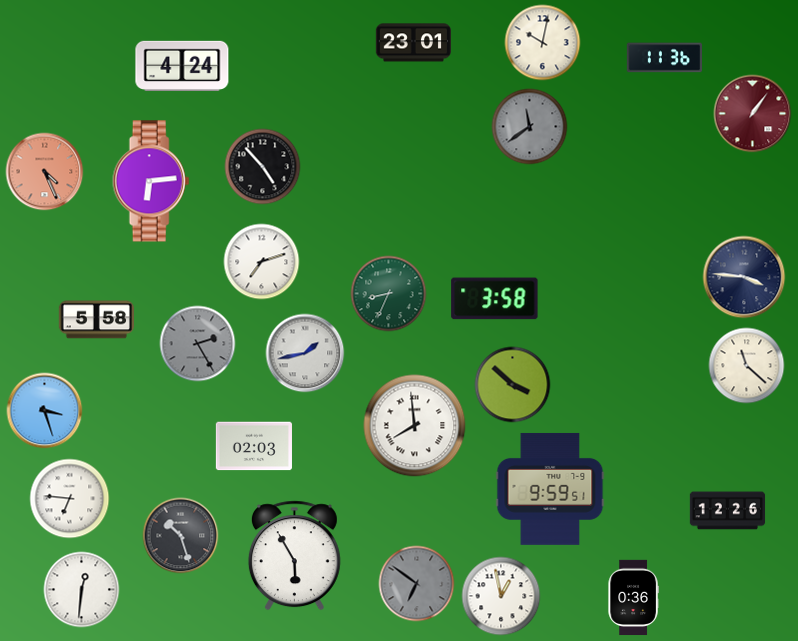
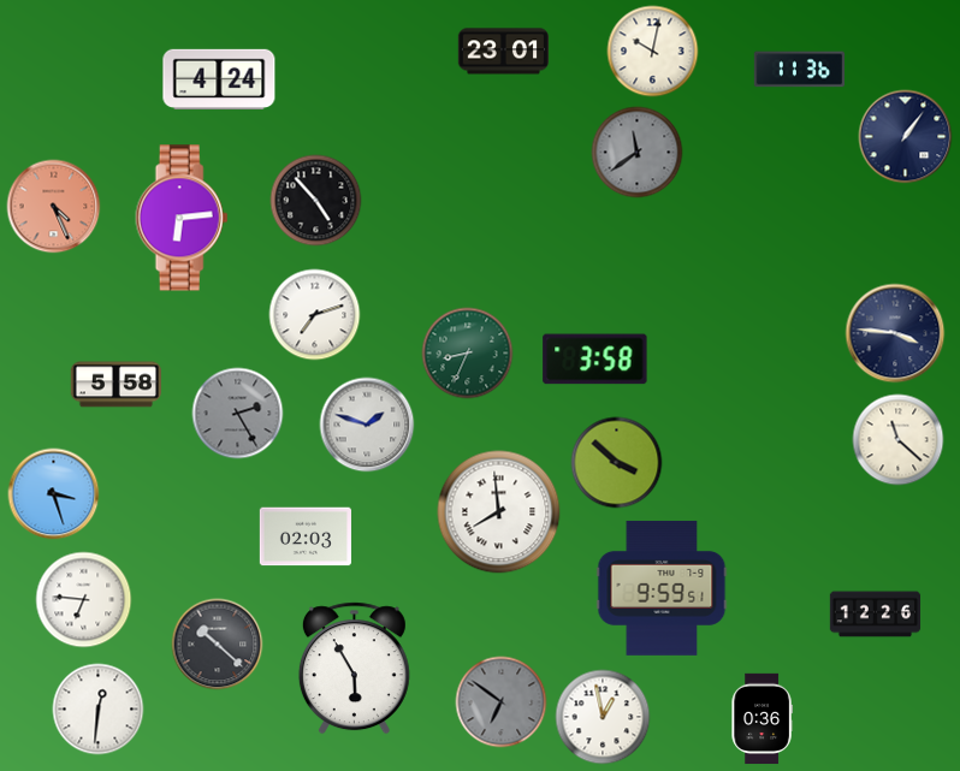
clock at (413, 43) position: (413, 43) -> (503, 52)
clock at (753, 114) dial: burgundy -> navy
clock at (305, 353): 1:43 -> 1:48
clock at (181, 536): 10:27 -> 10:22
